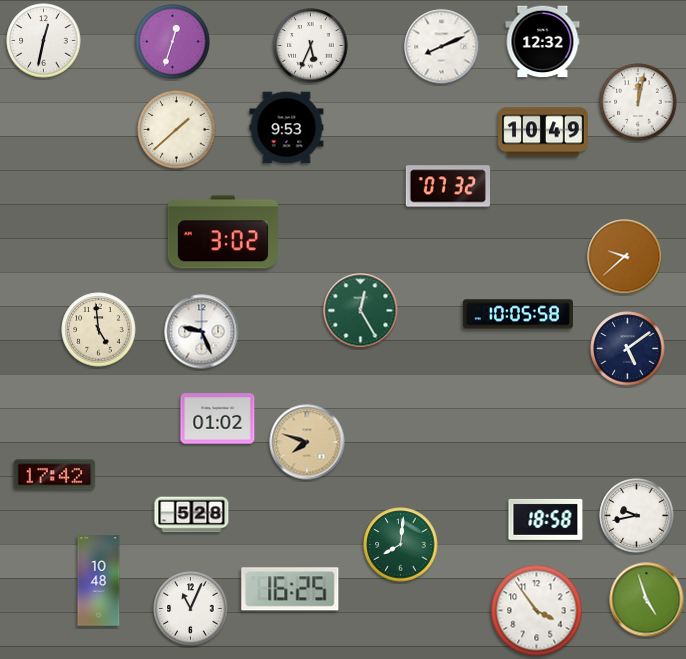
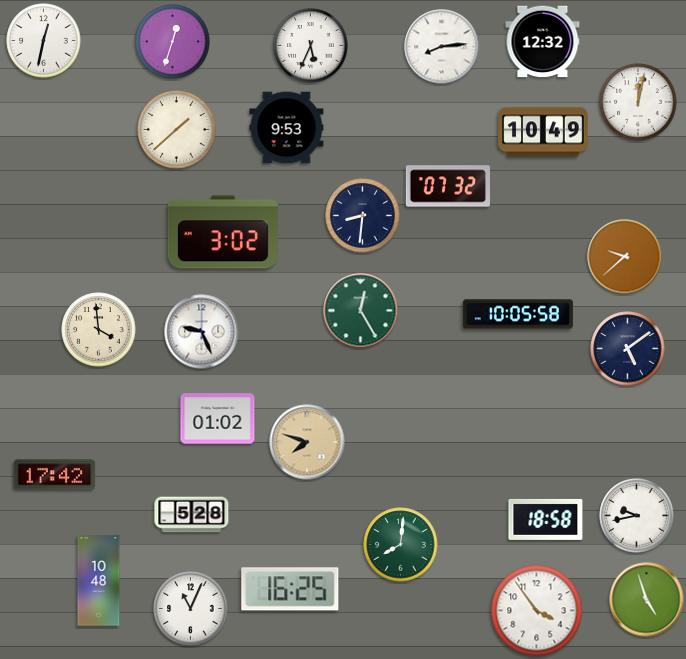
clock at (442, 47): 8:11 -> 8:14
clock at (363, 216): none -> 8:31
clock at (99, 330): 4:59 -> 3:59
